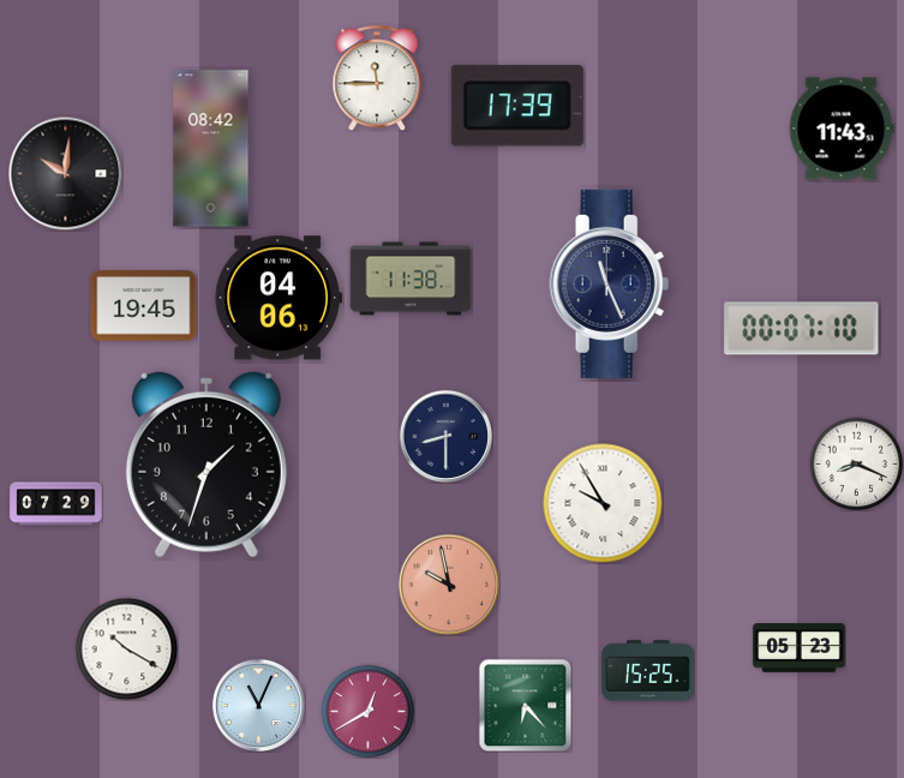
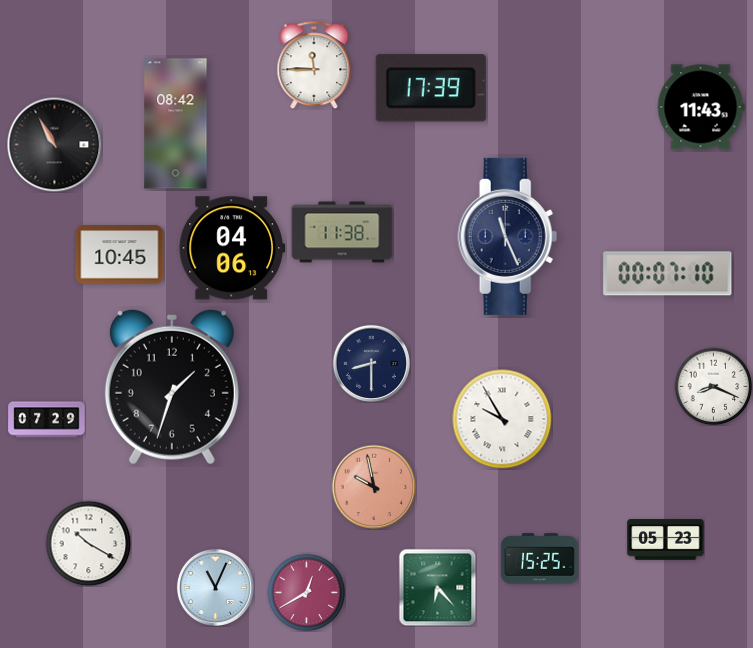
clock at (65, 173): 10:01 -> 10:55
clock at (144, 306): 19:45 -> 10:45
clock at (126, 648) position: (126, 648) -> (88, 543)
